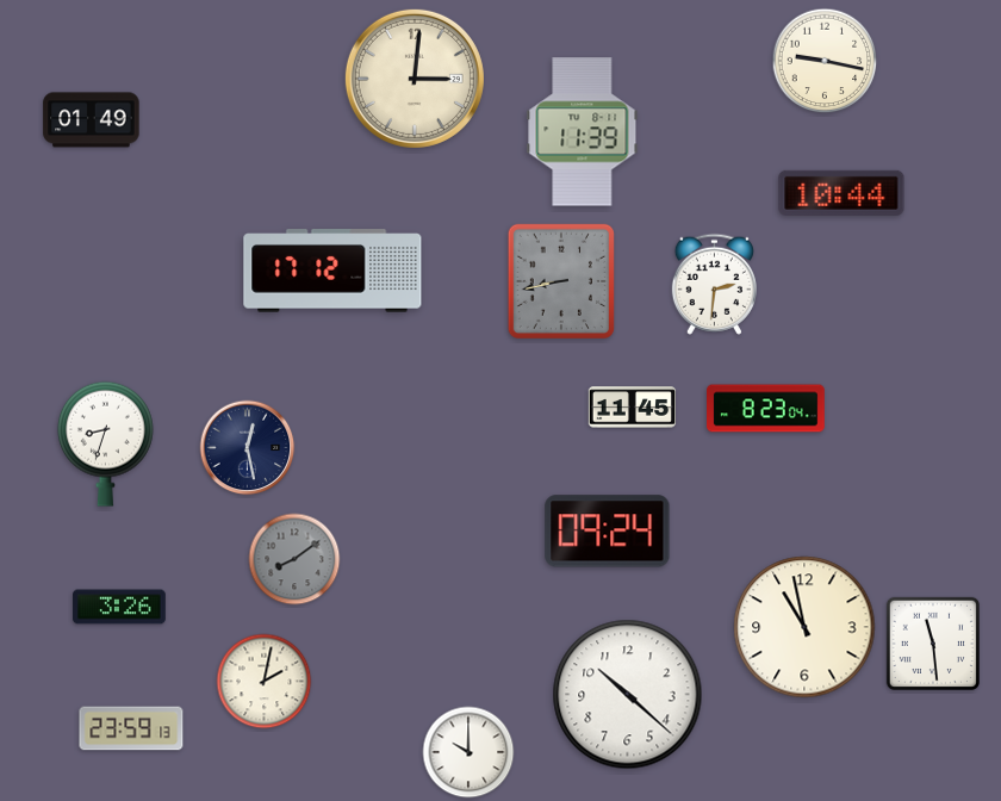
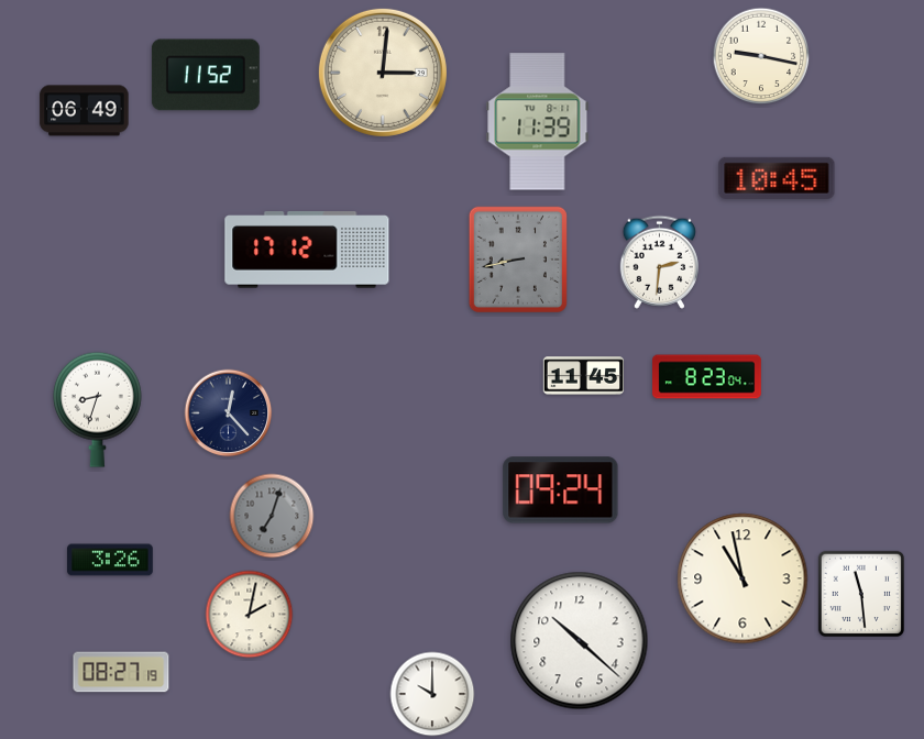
clock at (206, 75): none -> 11:52
clock at (92, 120): 01:49 -> 06:49
clock at (841, 193): 10:44 -> 10:45
clock at (248, 448): 12:28 -> 12:23
clock at (294, 559): 8:09 -> 7:03
clock at (265, 682) position: (265, 682) -> (250, 615)
clock at (131, 728): 23:59 -> 08:27
